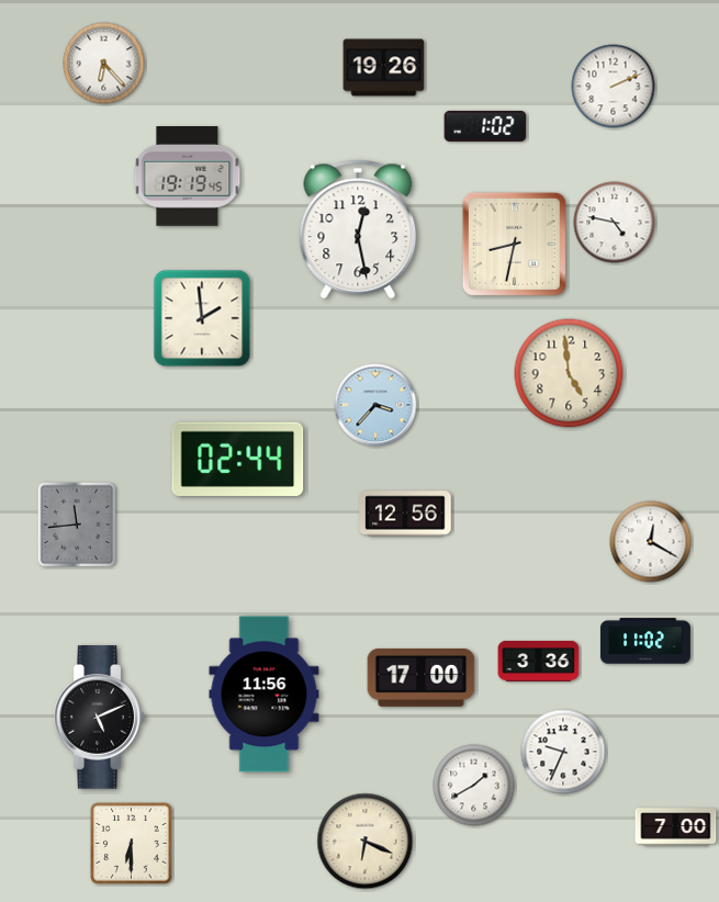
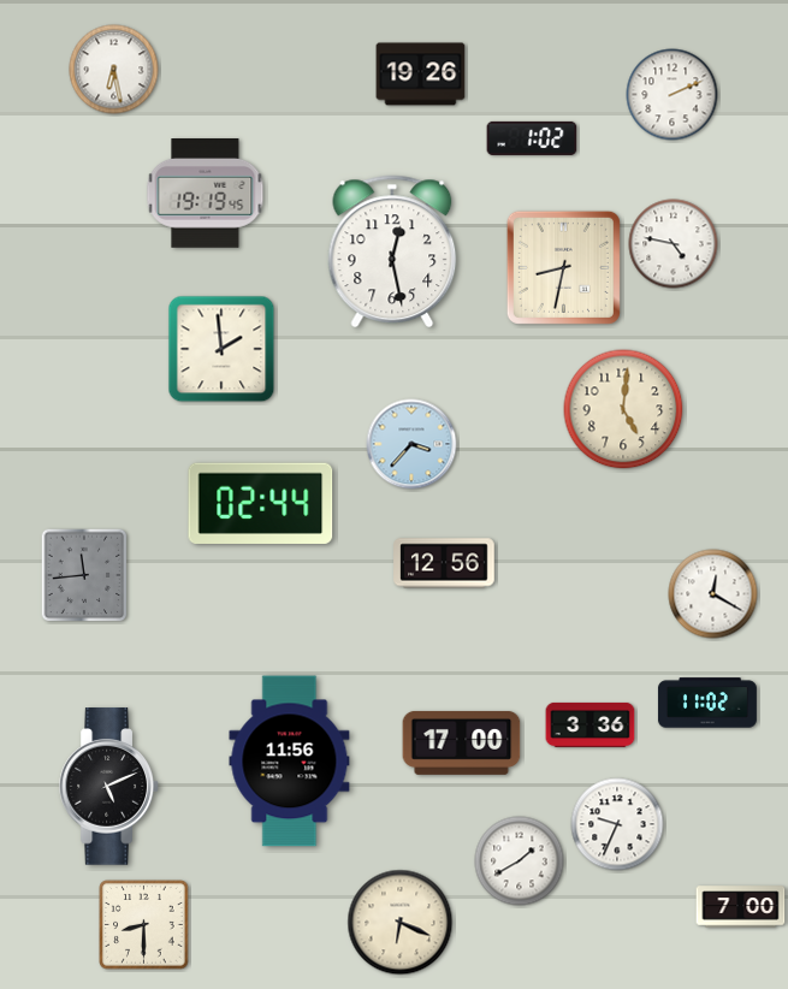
clock at (104, 64): 6:23 -> 6:28
clock at (569, 373): 4:59 -> 5:01
clock at (132, 844): 6:30 -> 8:30
